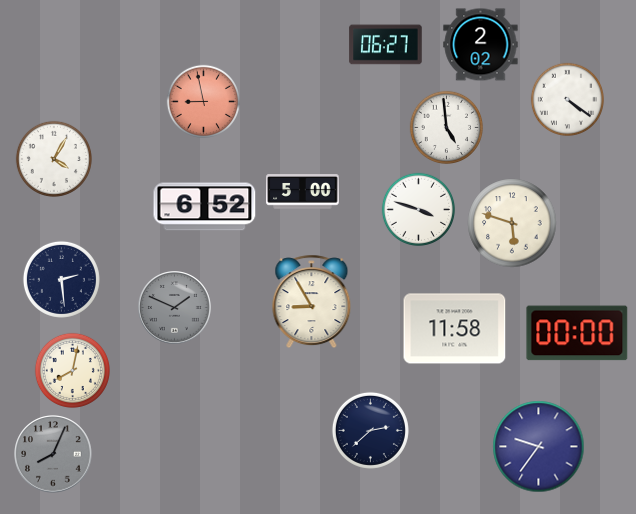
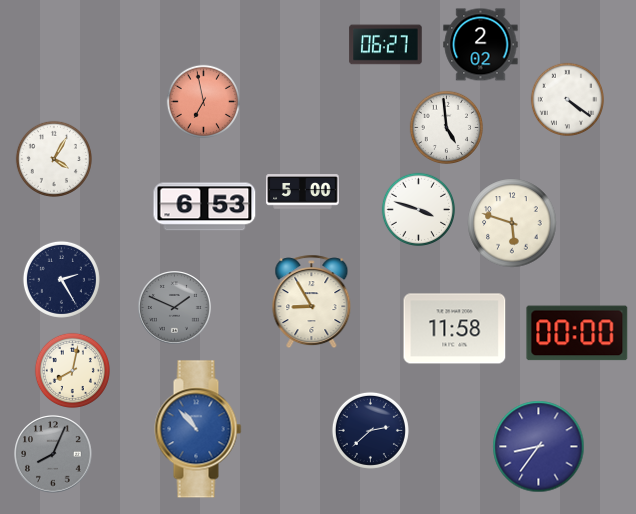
clock at (203, 101): 8:58 -> 6:58
clock at (205, 207): 6:52 -> 6:53
clock at (61, 279): 2:29 -> 2:25
clock at (198, 429): none -> 10:53
clock at (539, 447): 9:36 -> 8:36
